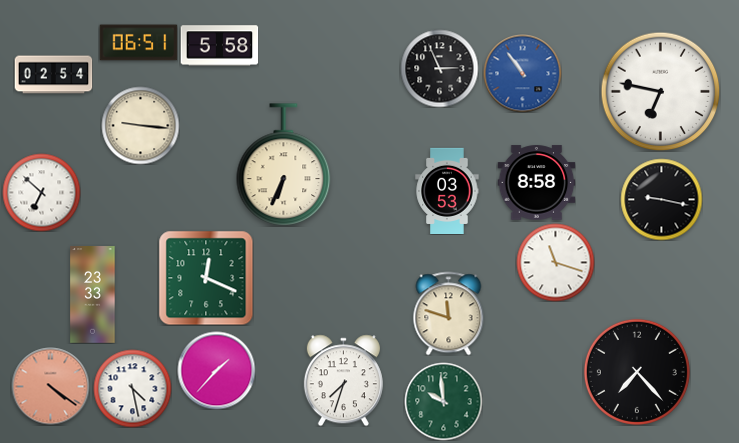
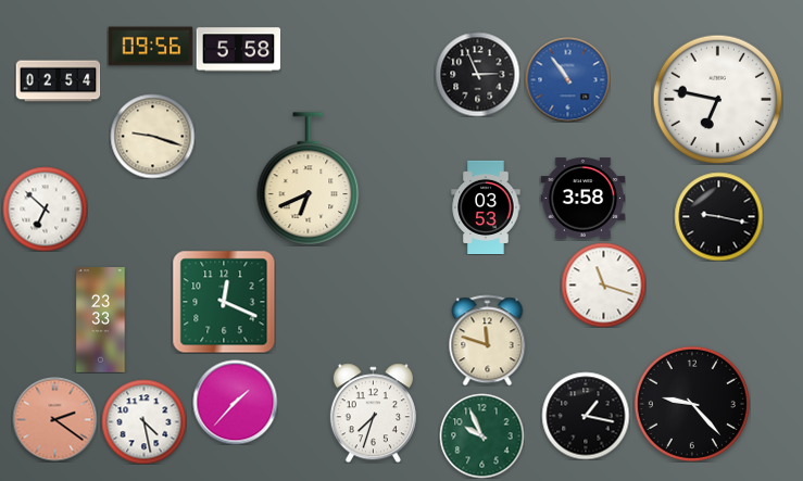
clock at (138, 43): 06:51 -> 09:56
clock at (140, 125): 9:16 -> 9:18
clock at (284, 165): 6:34 -> 6:41
clock at (536, 183): 8:58 -> 3:58
clock at (637, 372): 7:23 -> 9:23
clock at (586, 416): none -> 1:17
clock at (50, 386): 4:21 -> 2:21
clock at (443, 401): 9:59 -> 9:56
